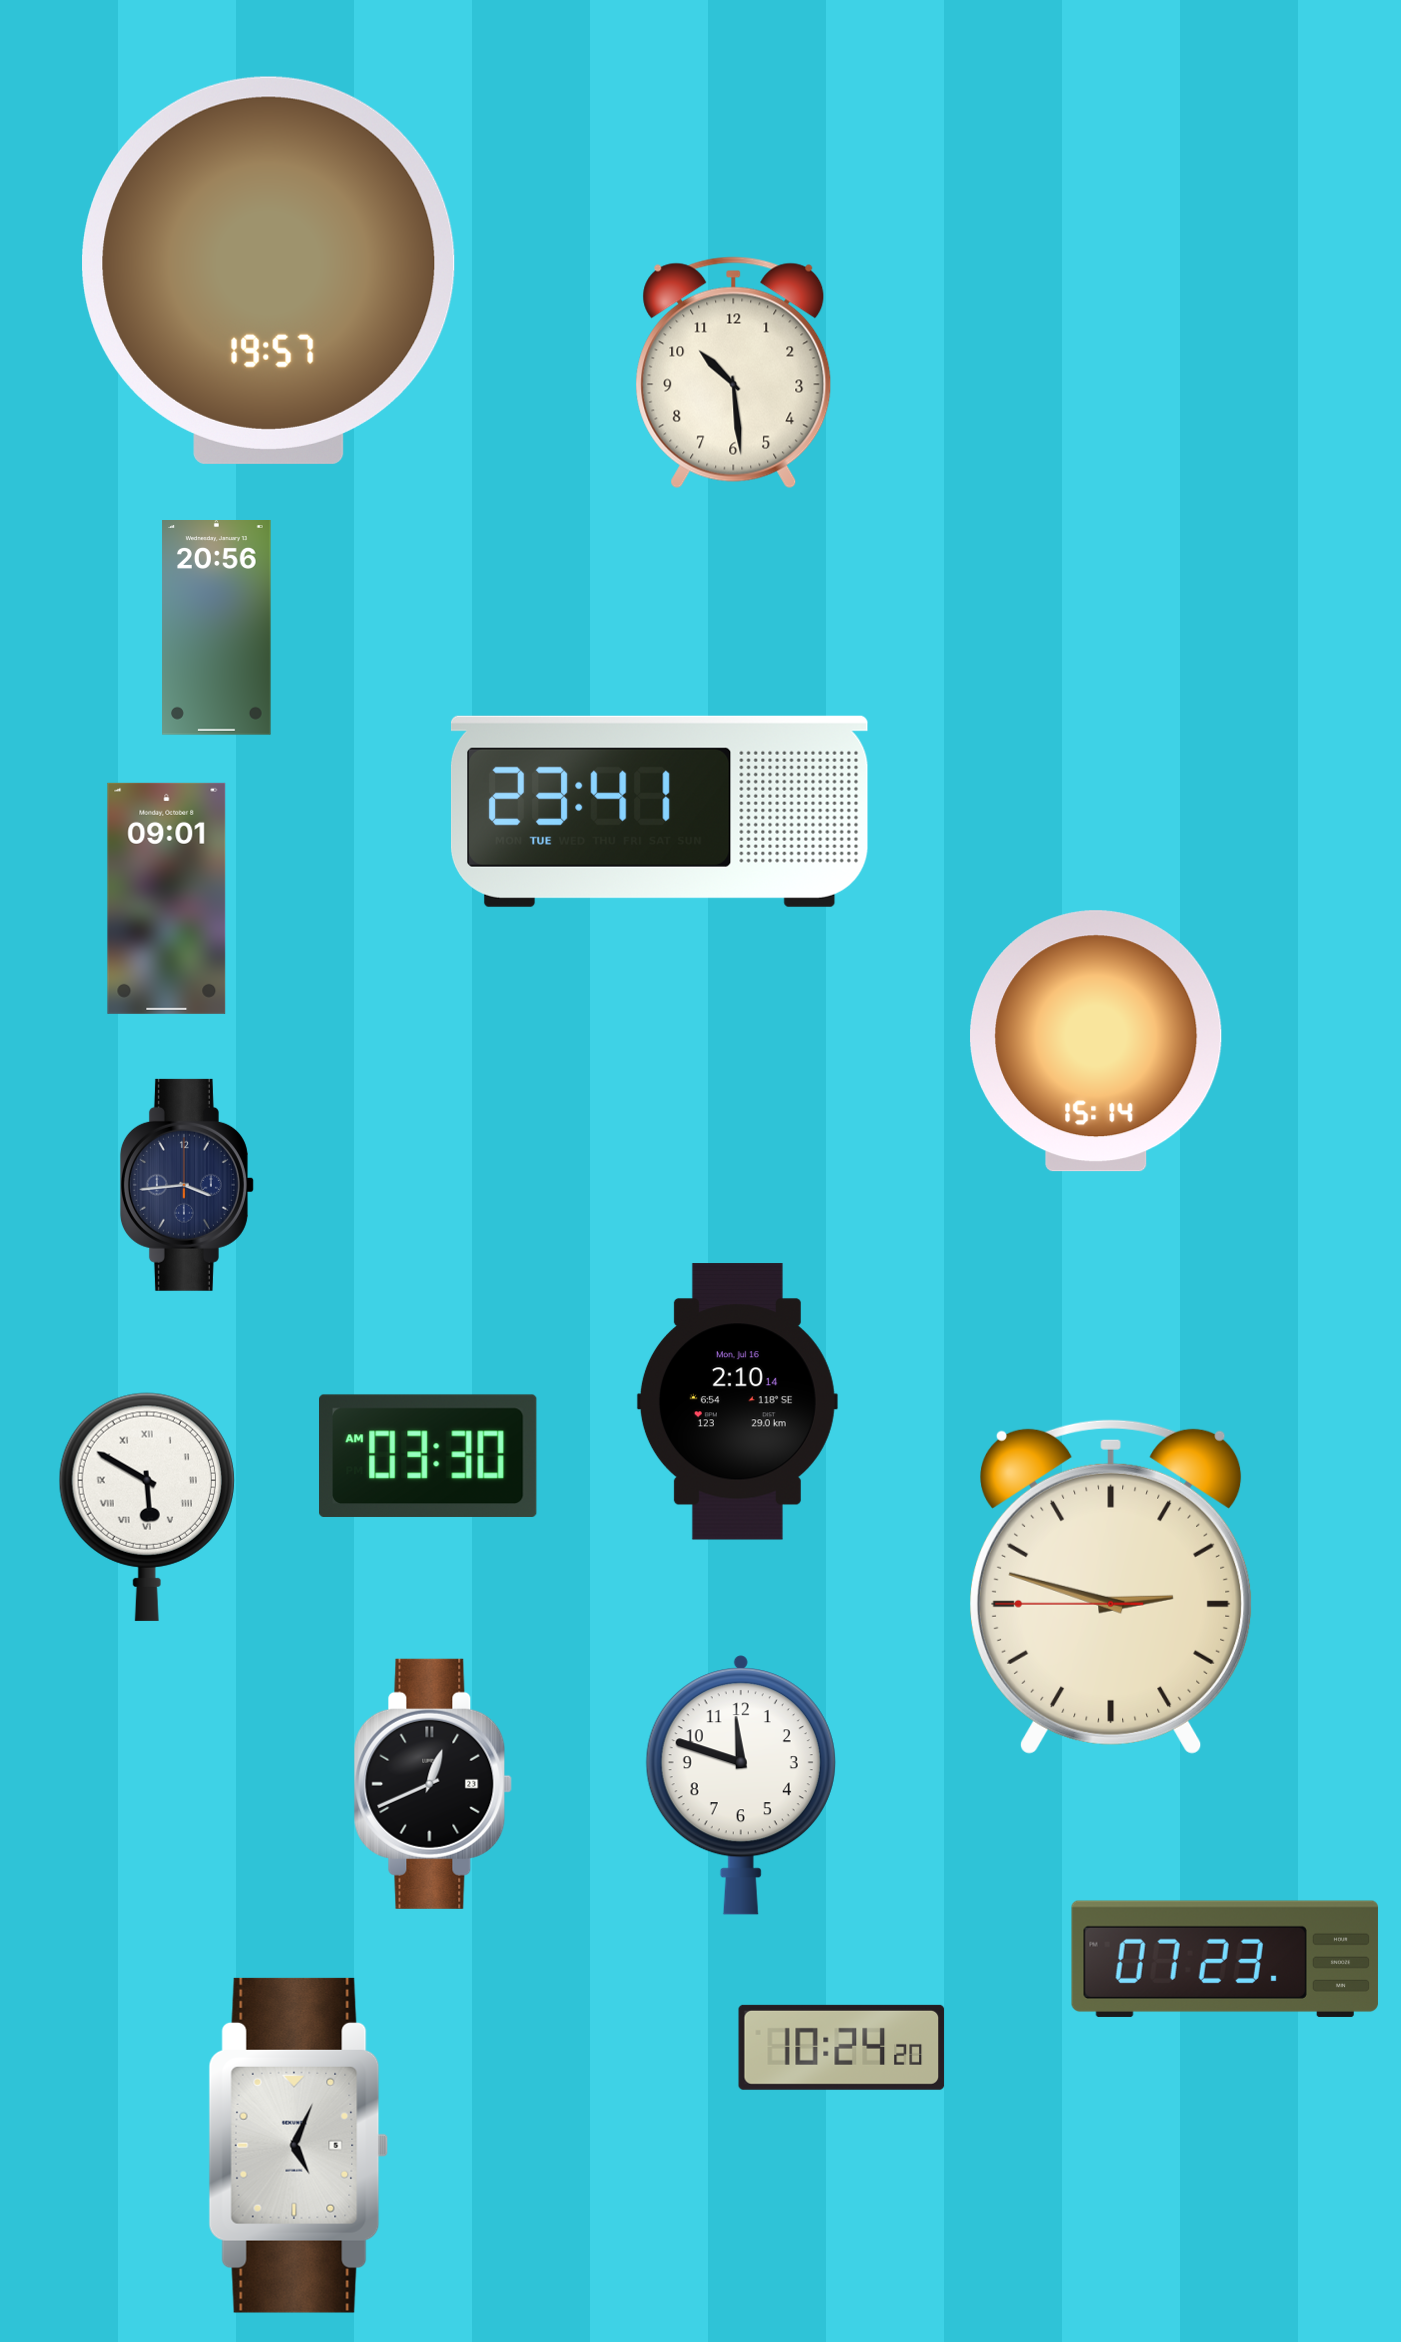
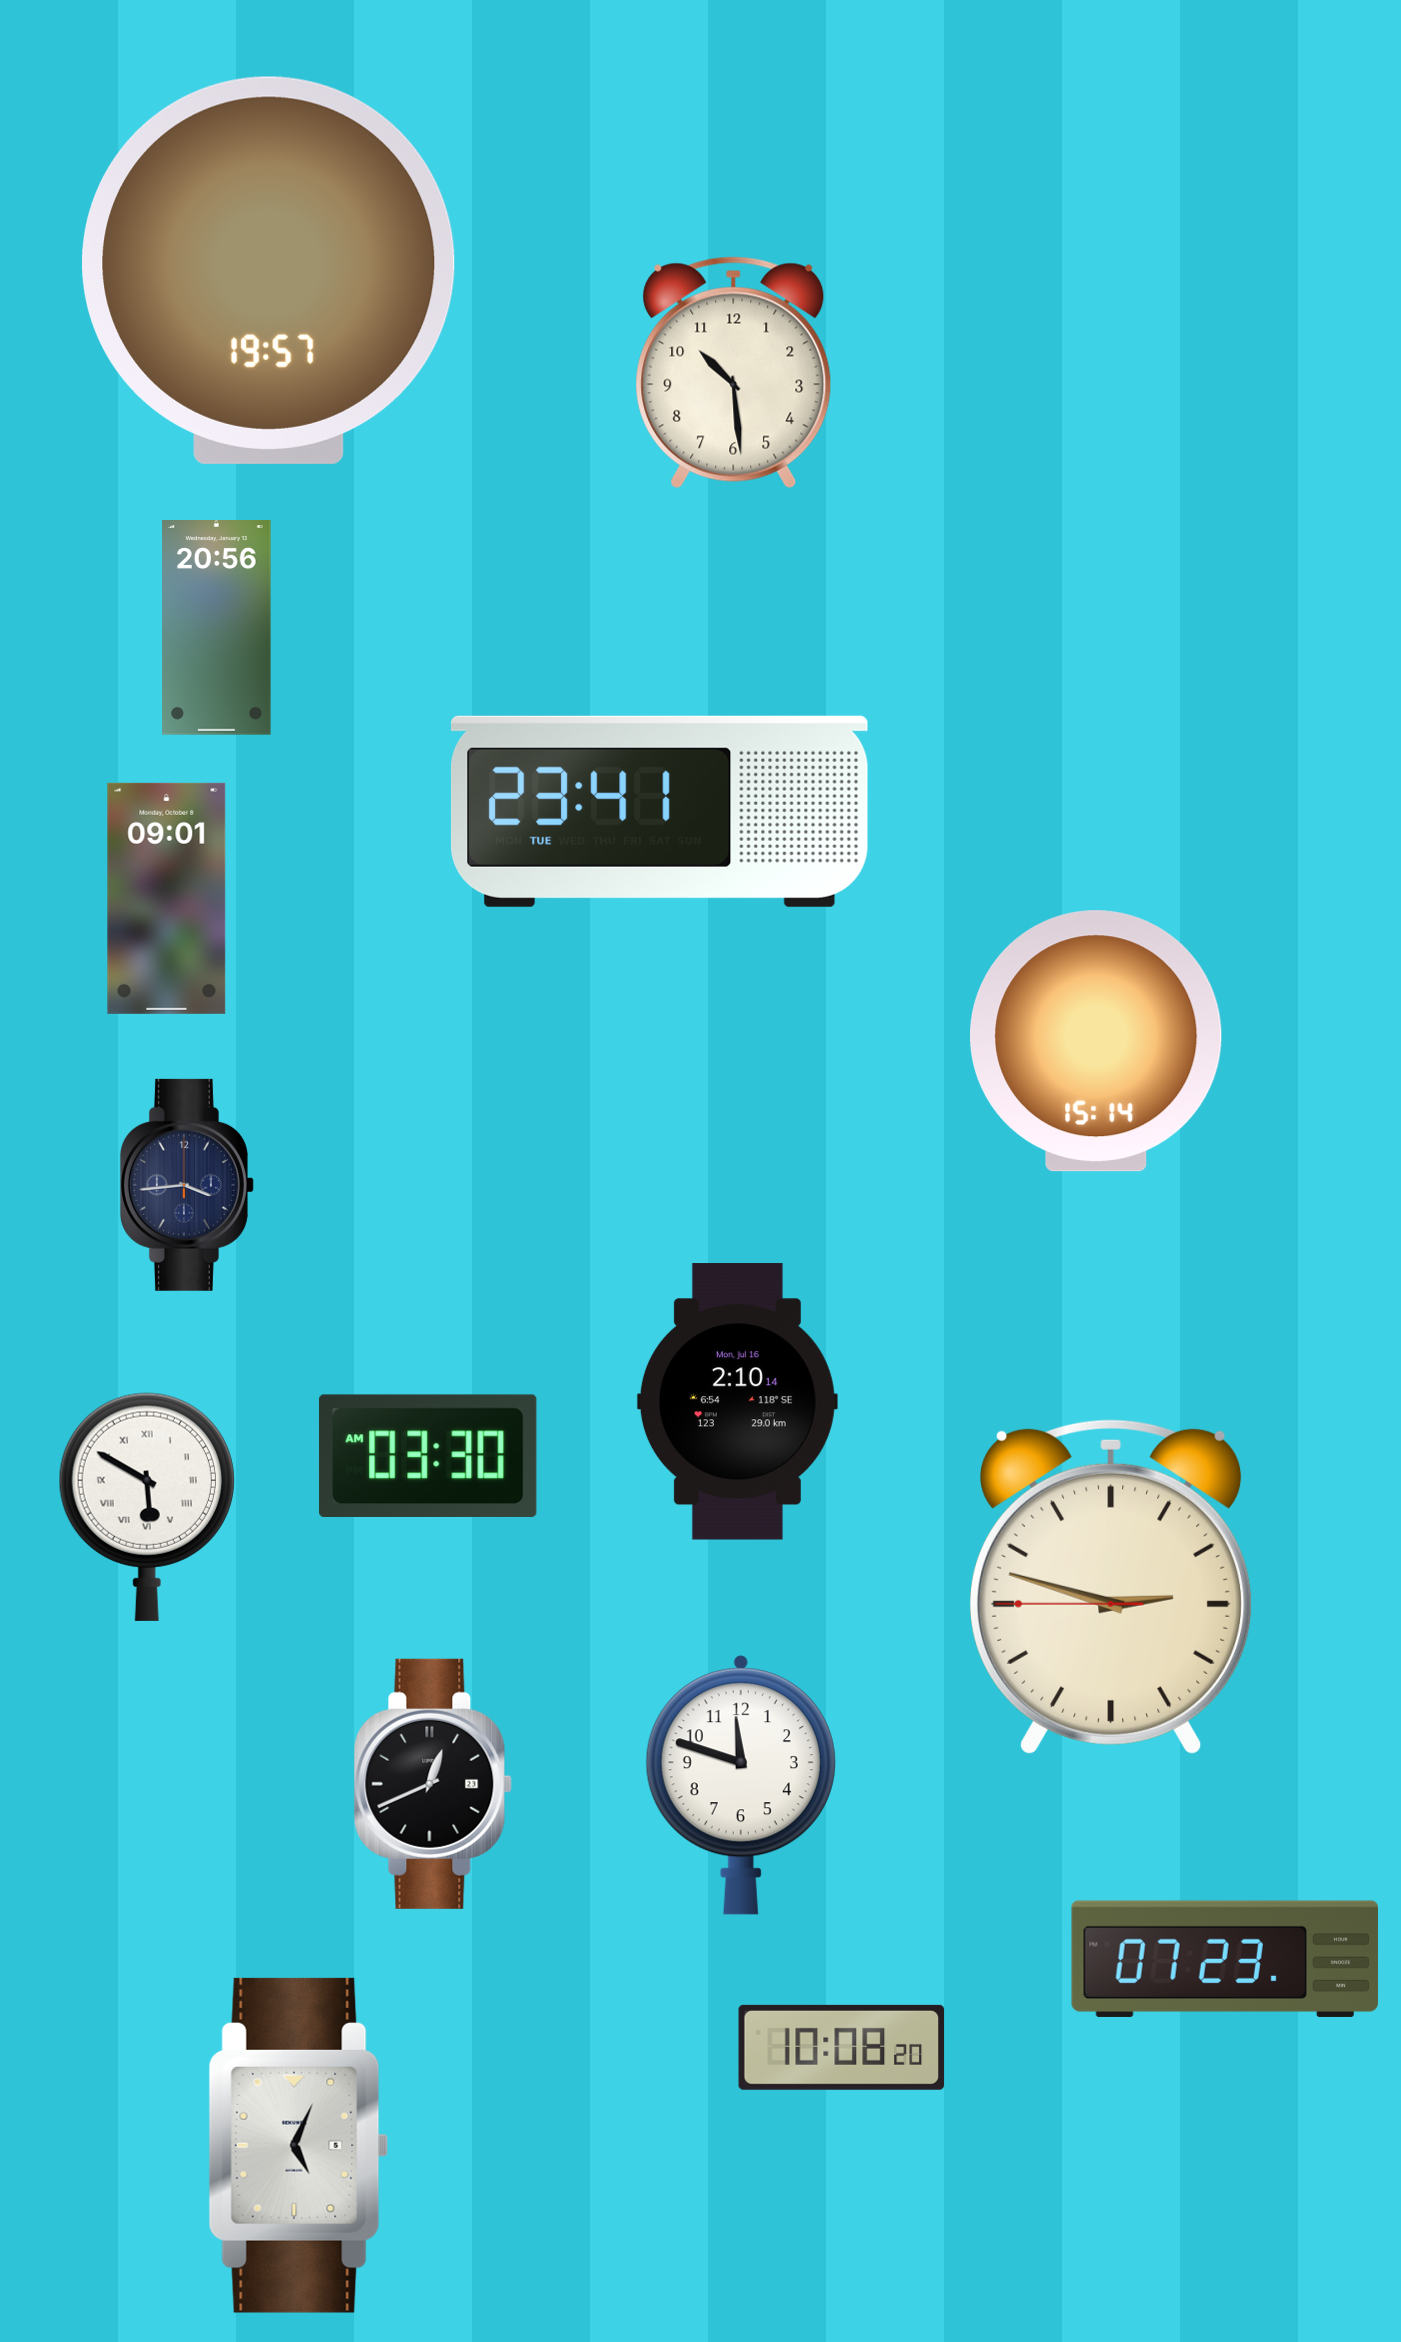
clock at (842, 2047): 10:24 -> 10:08
